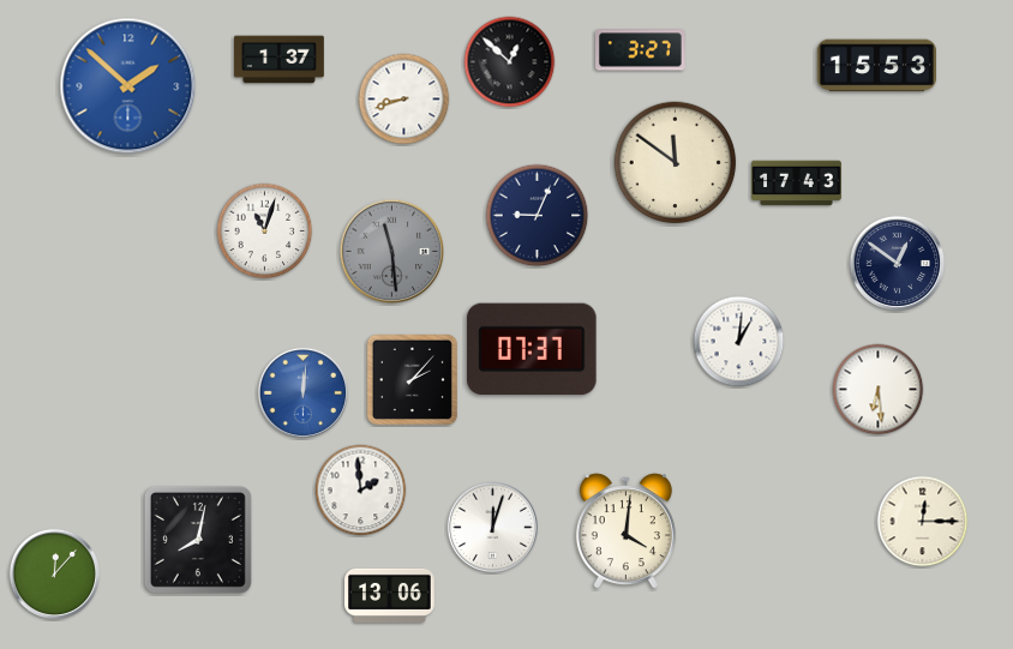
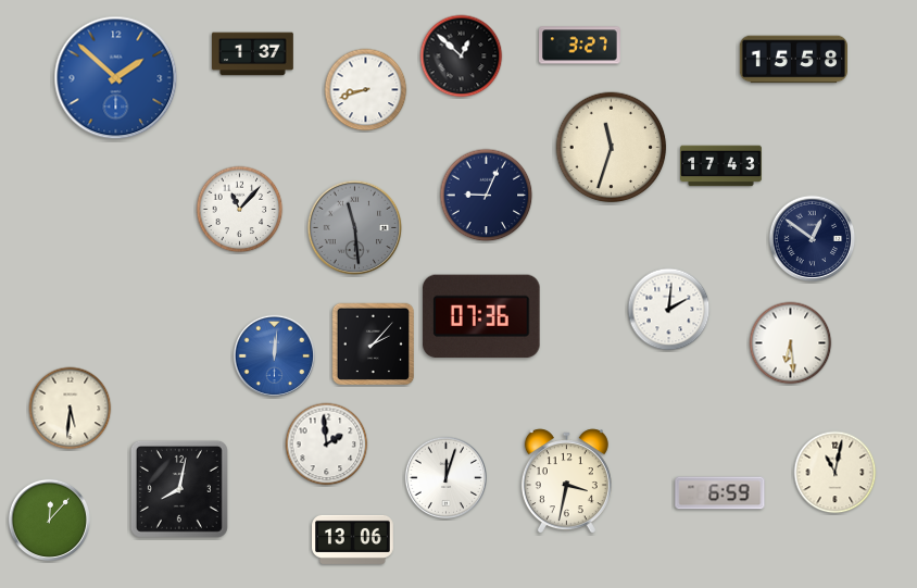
clock at (876, 66): 15:53 -> 15:58
clock at (676, 163): 11:51 -> 11:33
clock at (265, 232): 11:03 -> 11:07
clock at (739, 342): 1:01 -> 2:01
clock at (532, 349): 07:37 -> 07:36
clock at (879, 390) position: (879, 390) -> (791, 343)
clock at (71, 409): none -> 5:31
clock at (923, 522): 12:15 -> 11:02
clock at (625, 531): 4:01 -> 3:32
clock at (720, 493): none -> 6:59
